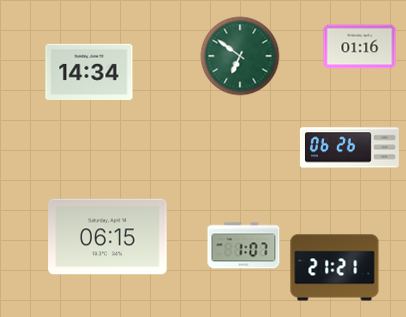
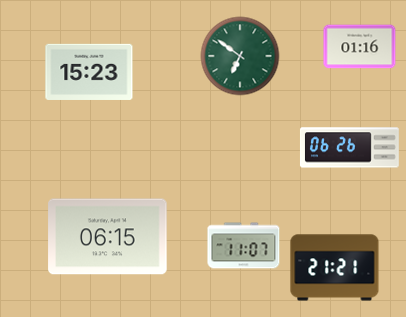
clock at (89, 72): 14:34 -> 15:23
clock at (244, 246): 1:07 -> 11:07
